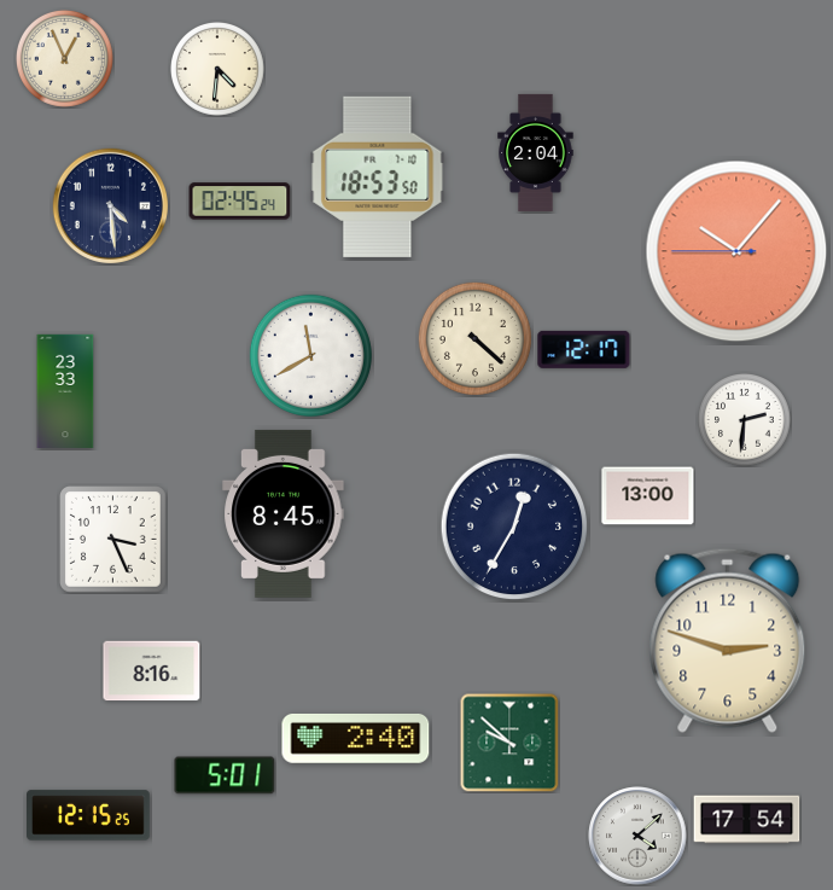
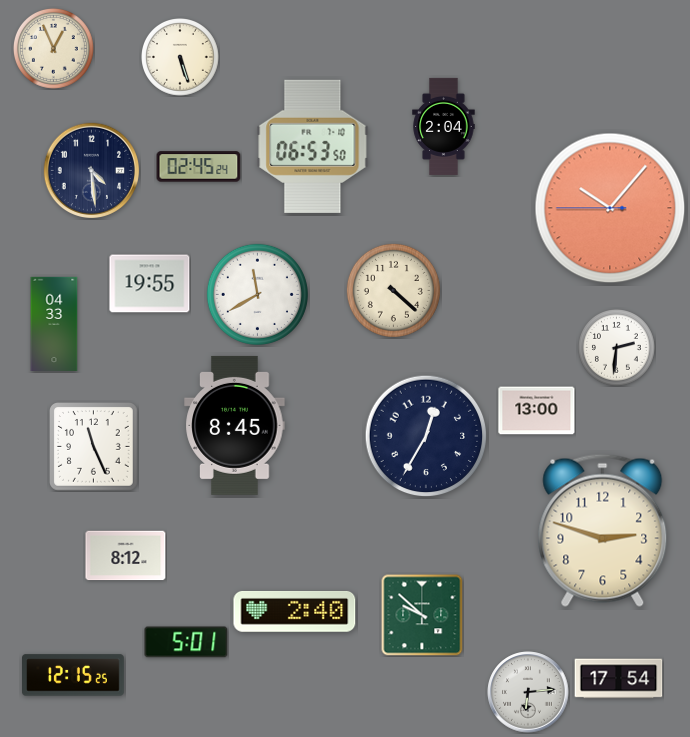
clock at (219, 70): 4:31 -> 5:27
clock at (378, 176): 18:53 -> 06:53
clock at (474, 338) position: (474, 338) -> (393, 290)
clock at (150, 284): none -> 19:55
clock at (584, 349): 12:17 -> none
clock at (65, 391): 23:33 -> 04:33
clock at (113, 540): 3:26 -> 11:26
clock at (152, 671): 8:16 -> 8:12
clock at (637, 836): 4:08 -> 6:14
